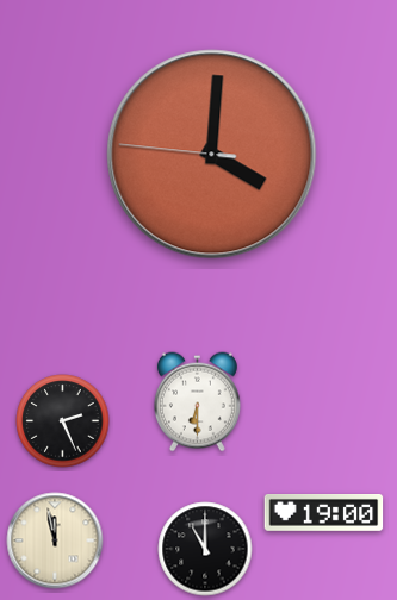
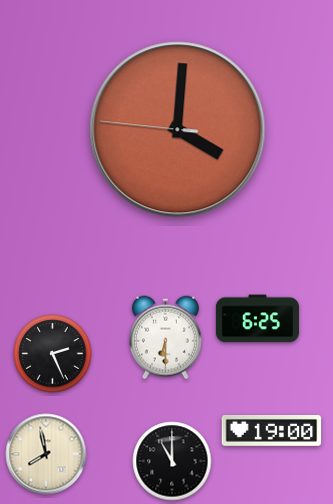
clock at (257, 319): none -> 6:25
clock at (55, 540): 11:58 -> 7:58
